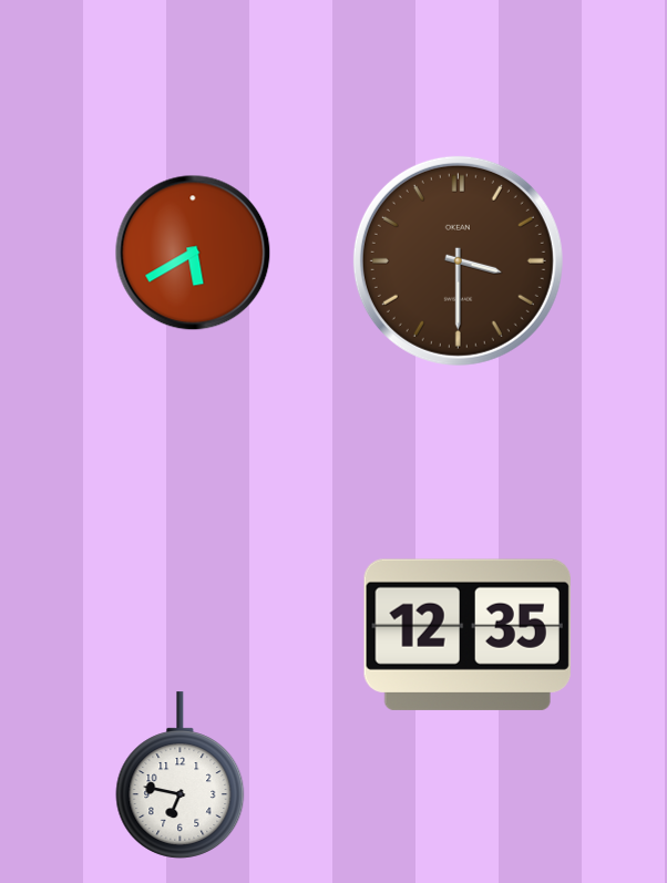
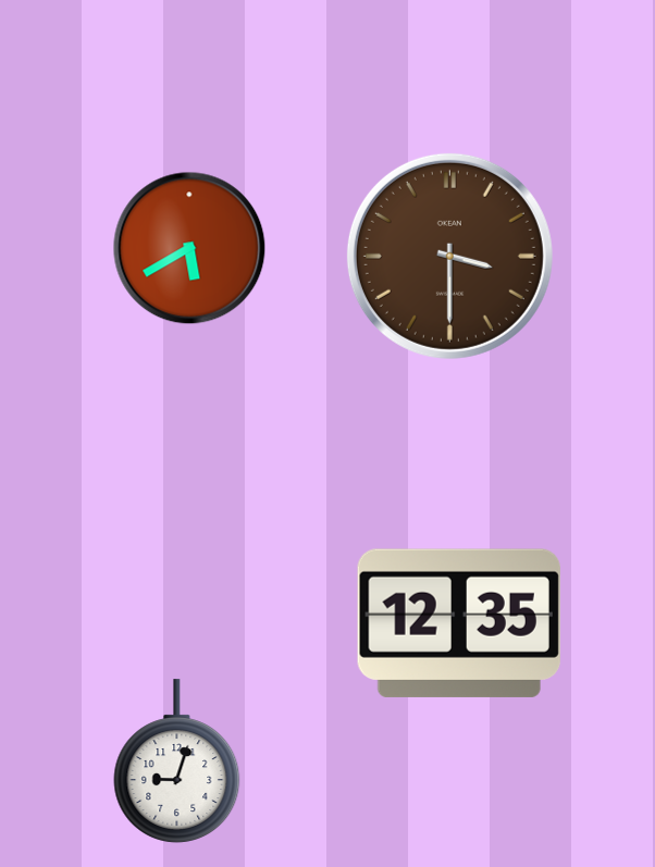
clock at (181, 776): 6:47 -> 9:03
